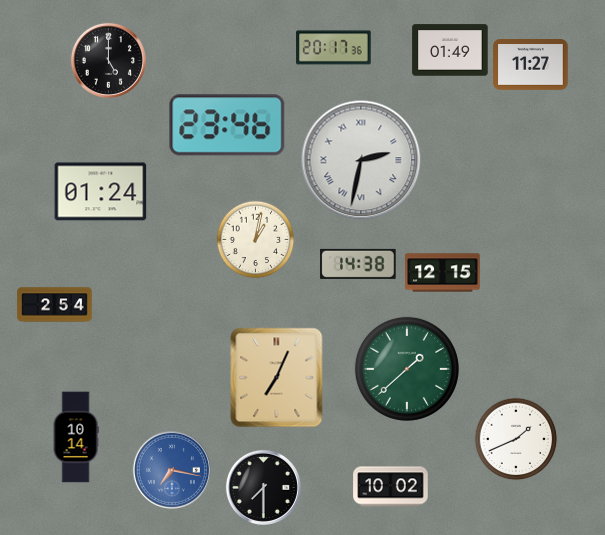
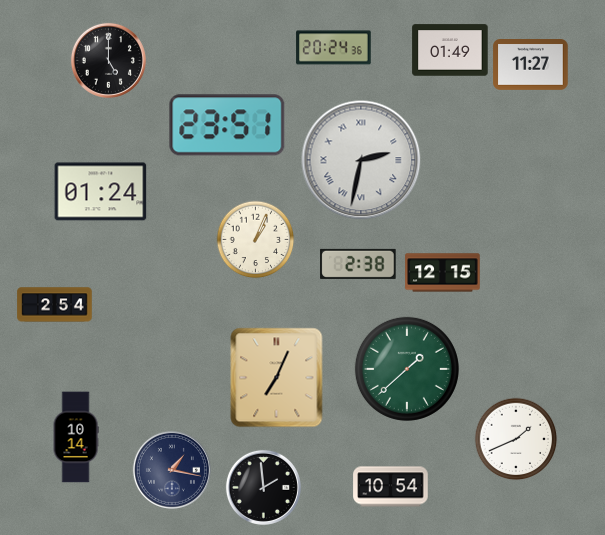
clock at (334, 48): 20:17 -> 20:24
clock at (227, 125): 23:46 -> 23:51
clock at (256, 240): 1:02 -> 1:04
clock at (358, 264): 14:38 -> 2:38
clock at (172, 470): 7:17 -> 1:17
clock at (172, 470) dial: blue -> navy
clock at (263, 487): 7:30 -> 1:59
clock at (391, 487): 10:02 -> 10:54
